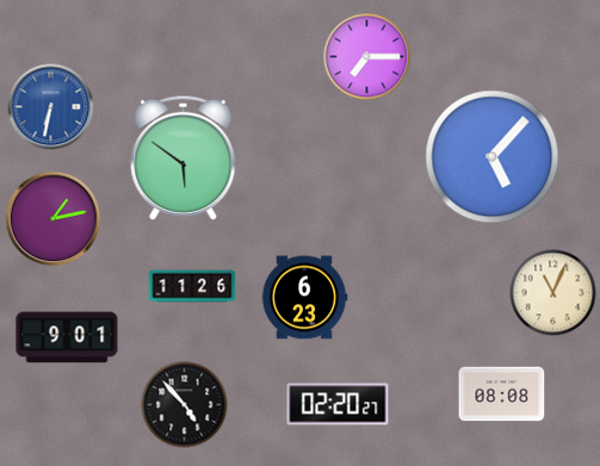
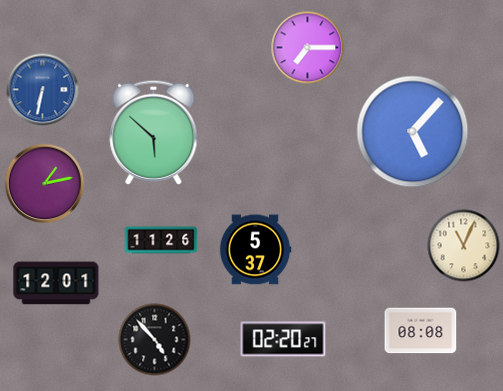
clock at (184, 157): 5:51 -> 5:52
clock at (304, 298): 6:23 -> 5:37
clock at (67, 337): 9:01 -> 12:01
